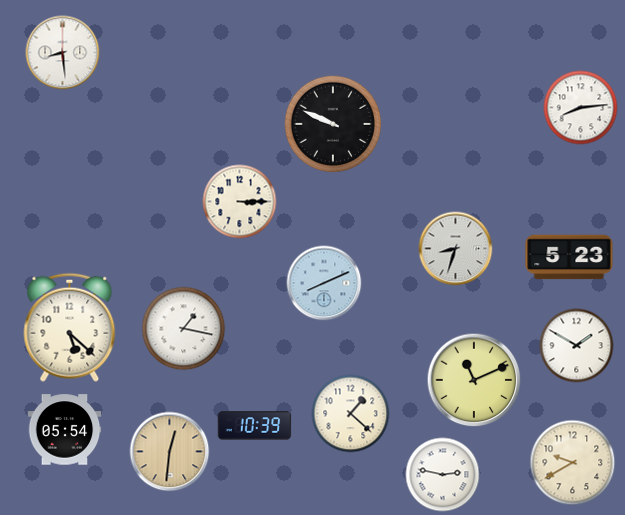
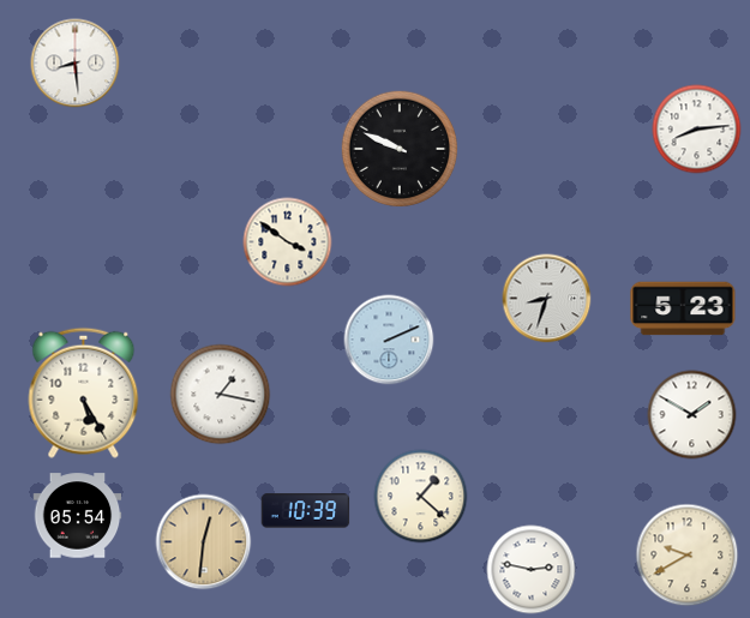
clock at (240, 202): 3:15 -> 3:51
clock at (324, 283): 8:11 -> 2:11
clock at (70, 327): 5:22 -> 5:25
clock at (474, 380): 11:11 -> none
